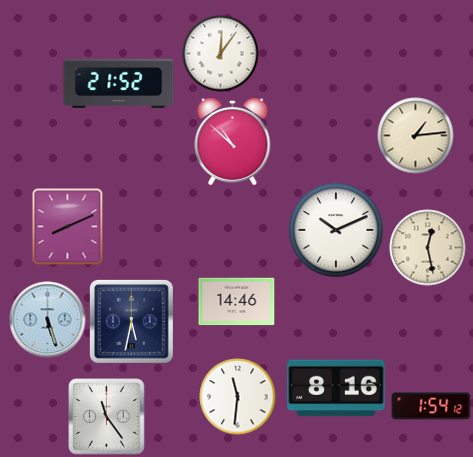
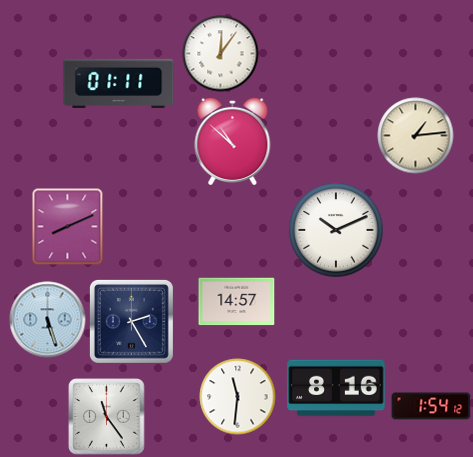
clock at (119, 83): 21:52 -> 01:11
clock at (428, 248): 12:28 -> none
clock at (237, 302): 14:46 -> 14:57
clock at (131, 321): 5:32 -> 2:25
